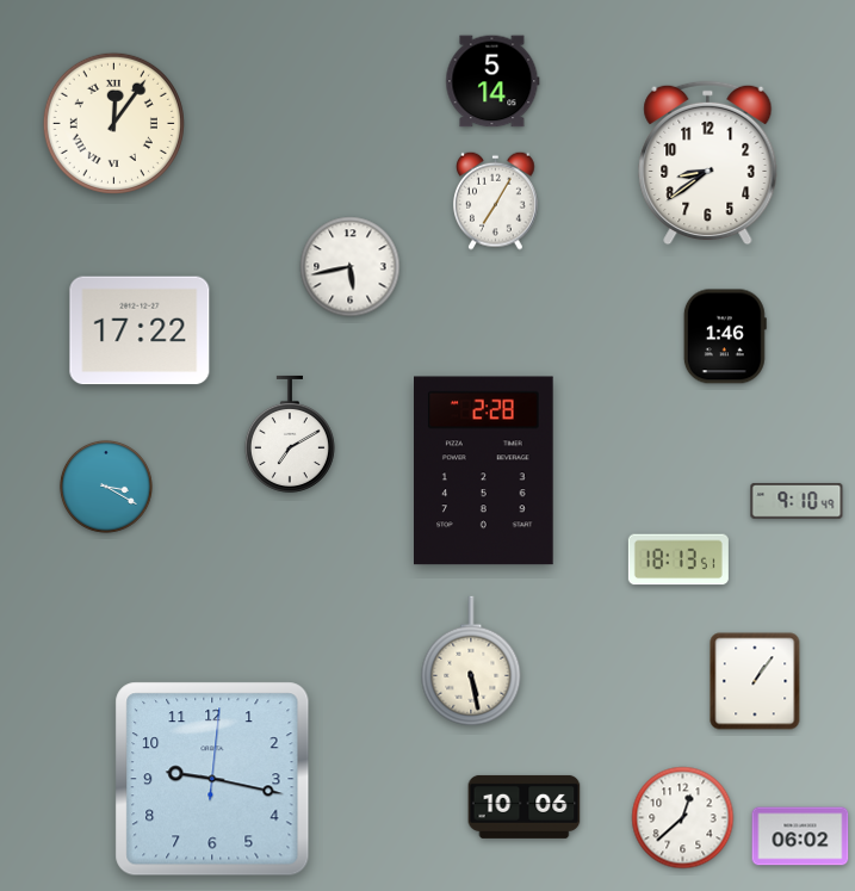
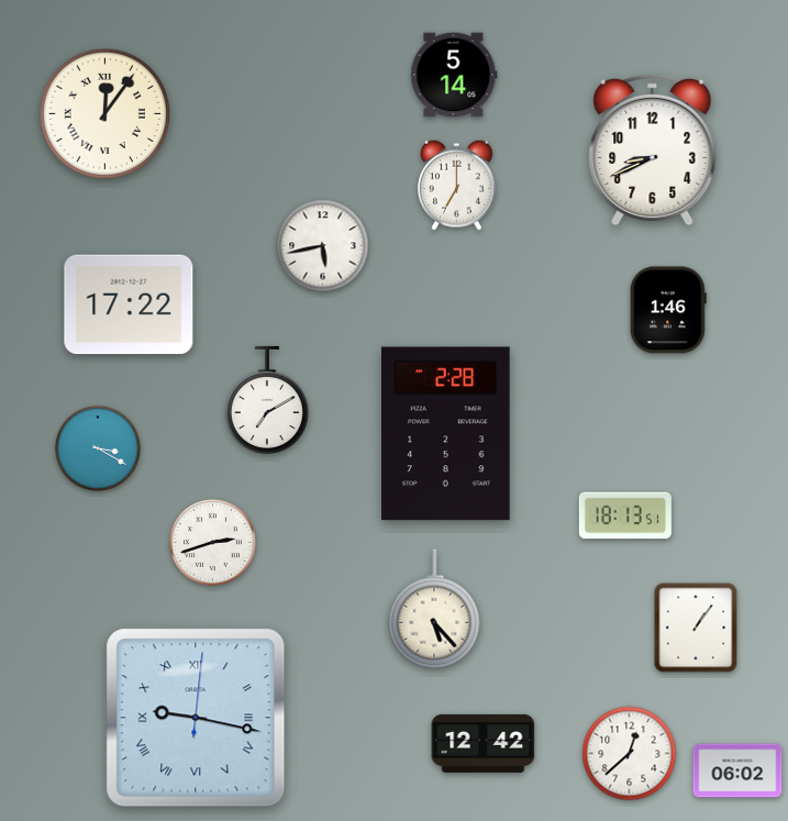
clock at (708, 163): 8:39 -> 8:41
clock at (496, 200): 7:05 -> 7:00
clock at (797, 501): 9:10 -> none
clock at (213, 543): none -> 2:42
clock at (471, 661): 5:28 -> 5:23
clock at (212, 779) numerals: Arabic -> Roman
clock at (525, 806): 10:06 -> 12:42
